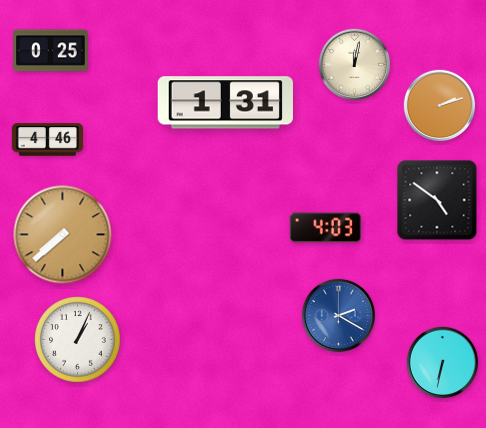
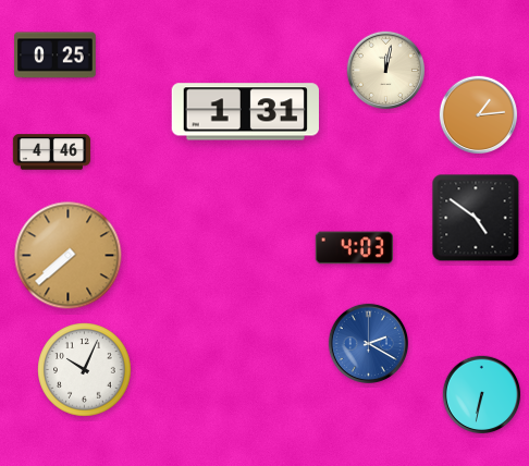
clock at (440, 106): 2:12 -> 1:14
clock at (78, 340): 1:04 -> 10:04
